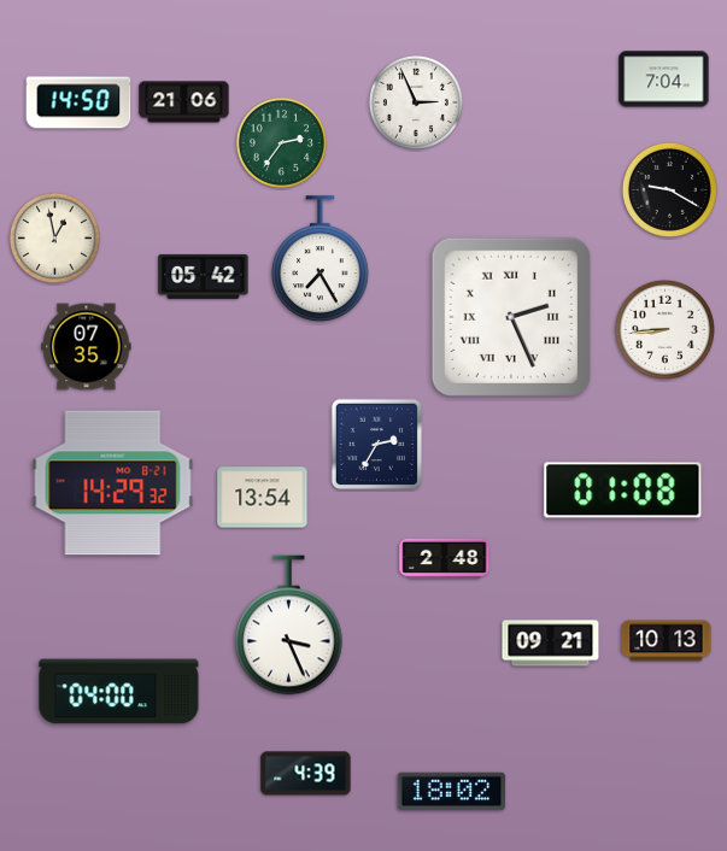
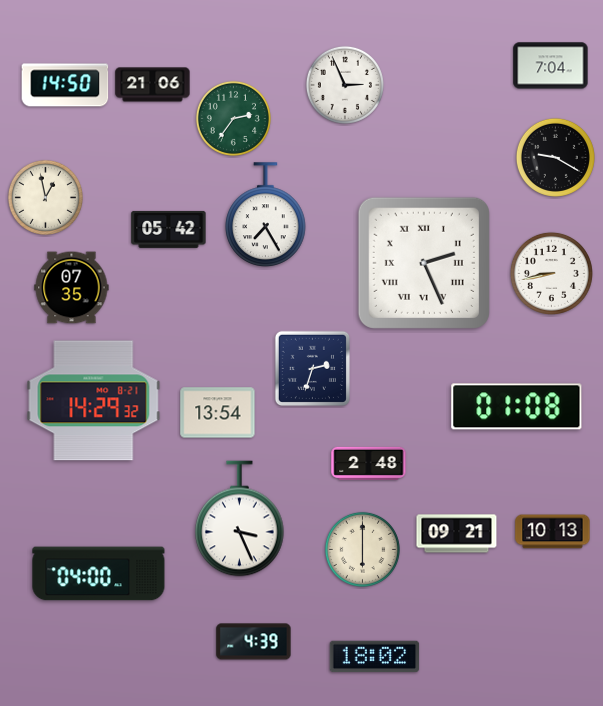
clock at (664, 329): 8:44 -> 8:43
clock at (376, 444): 2:35 -> 2:33
clock at (362, 549): none -> 6:00
